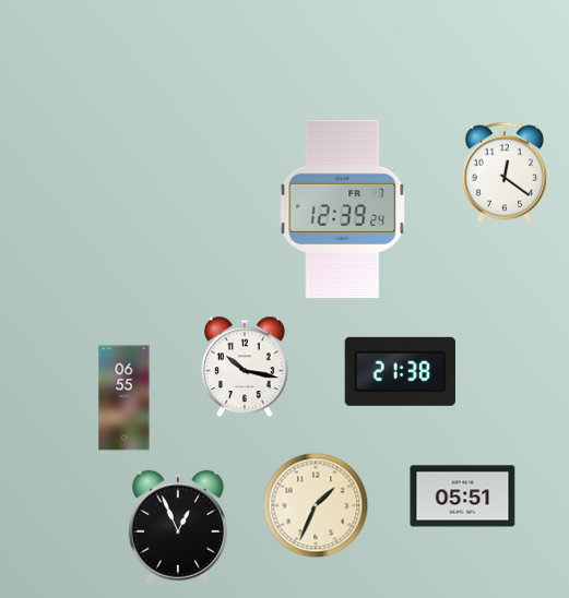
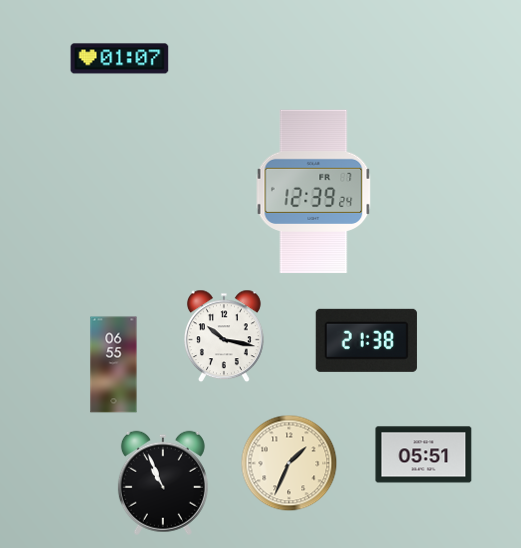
clock at (120, 59): none -> 01:07
clock at (505, 172): 12:21 -> none
clock at (178, 527): 12:56 -> 10:56
